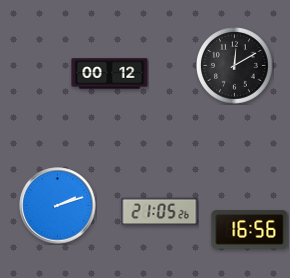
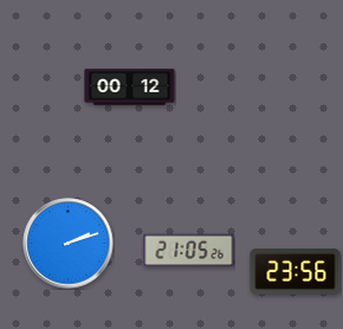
clock at (235, 66): 12:10 -> none
clock at (250, 230): 16:56 -> 23:56
